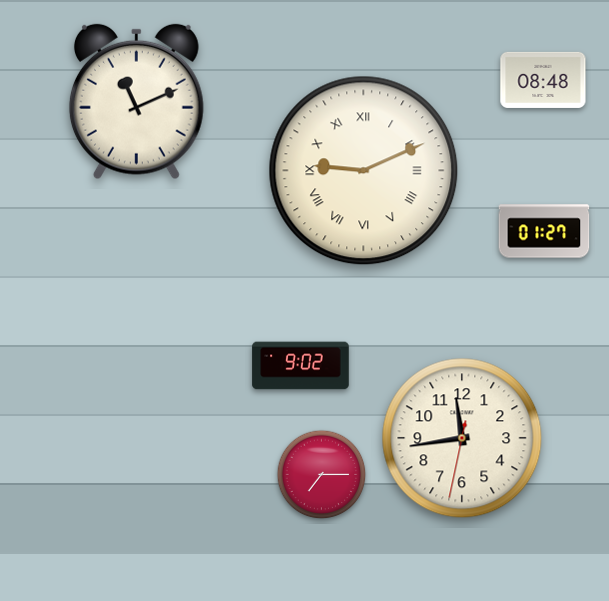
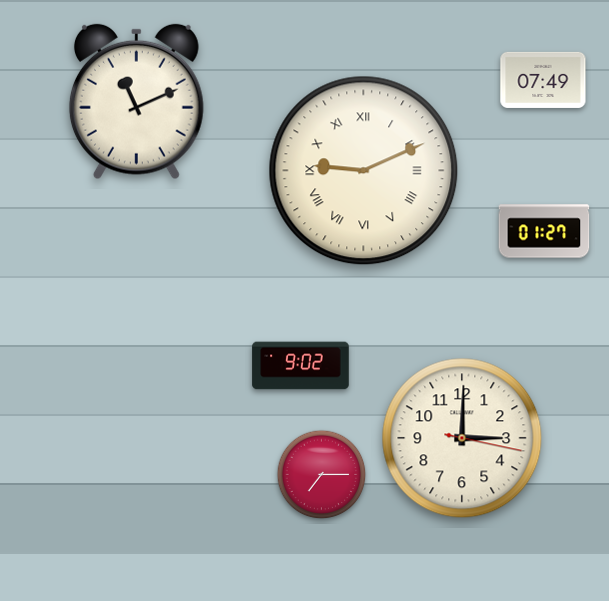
clock at (543, 80): 08:48 -> 07:49
clock at (462, 438): 11:43 -> 3:00
